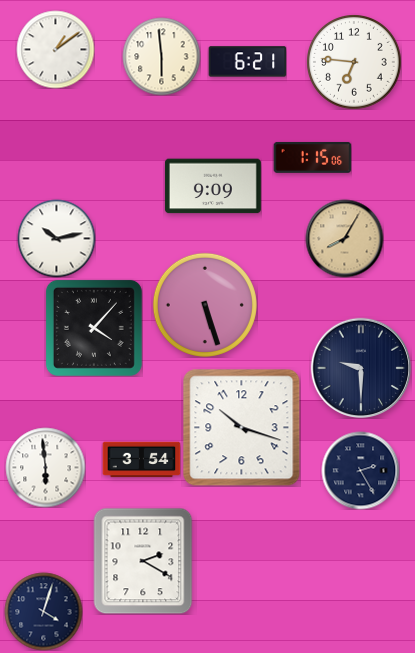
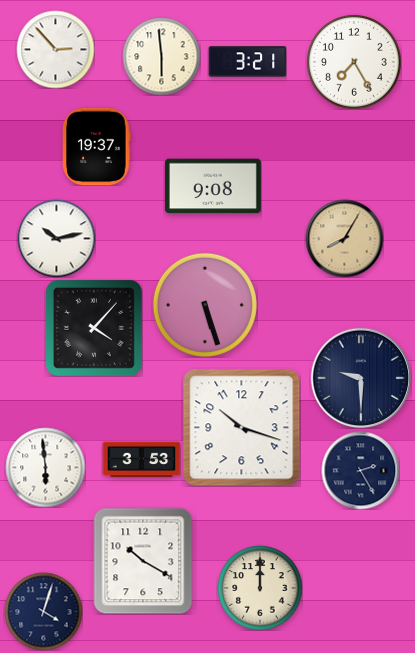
clock at (55, 49): 1:09 -> 2:53
clock at (247, 62): 6:21 -> 3:21
clock at (354, 62): 6:46 -> 7:25
clock at (97, 146): none -> 19:37
clock at (312, 157): 1:15 -> none
clock at (213, 186): 9:09 -> 9:08
clock at (360, 367) position: (360, 367) -> (360, 377)
clock at (141, 460): 3:54 -> 3:53
clock at (143, 561): 2:20 -> 10:20
clock at (260, 588): none -> 12:00
